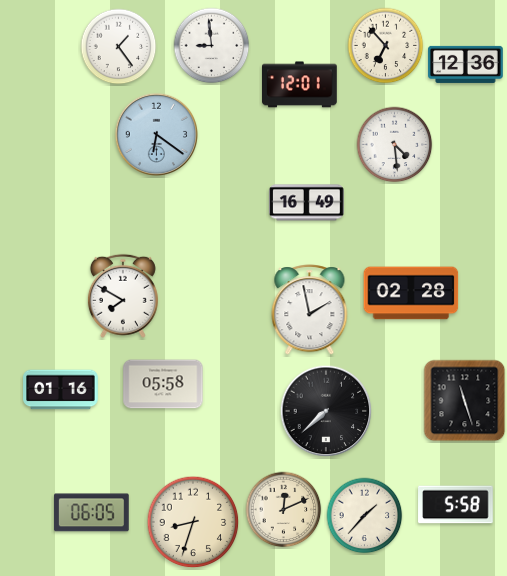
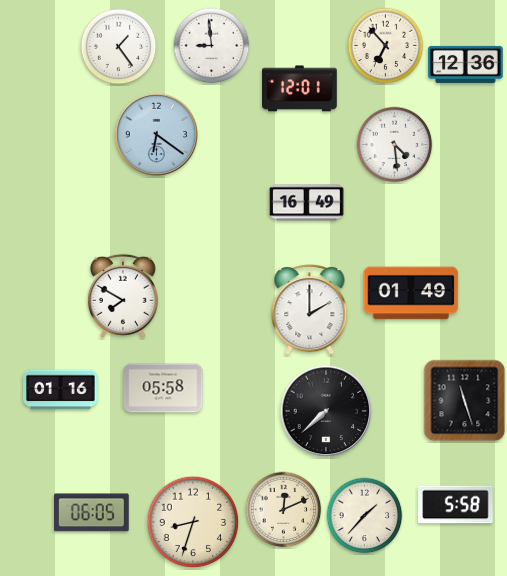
clock at (300, 85) position: (300, 85) -> (300, 89)
clock at (411, 293): 02:28 -> 01:49
clock at (310, 310): 1:58 -> 2:00
clock at (163, 384) position: (163, 384) -> (163, 388)
